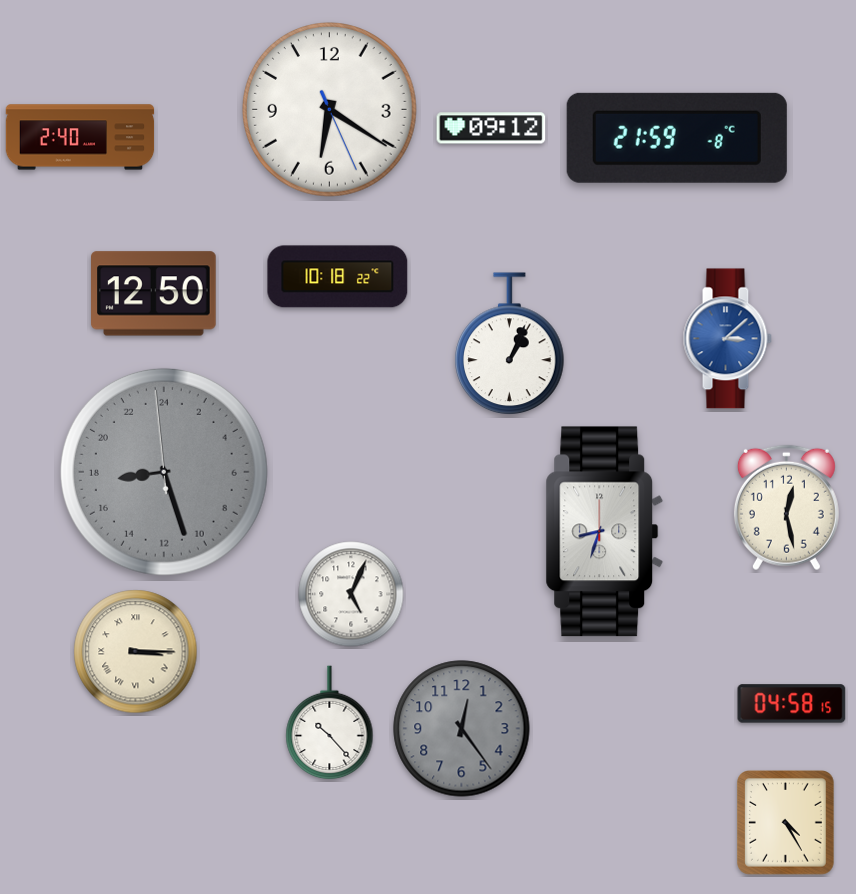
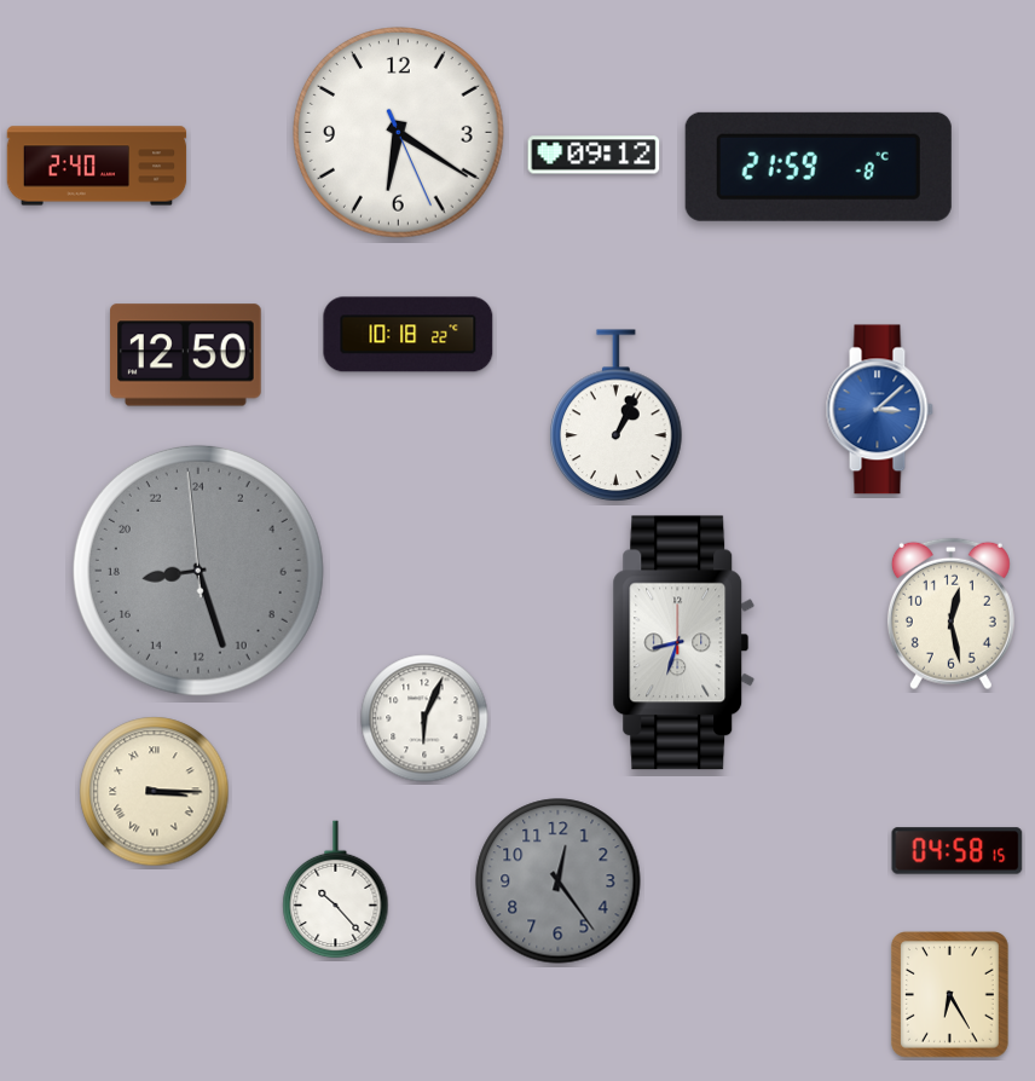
clock at (605, 532) position: (605, 532) -> (684, 643)
clock at (351, 594): 5:04 -> 6:04
clock at (136, 652) position: (136, 652) -> (155, 792)
clock at (330, 723) position: (330, 723) -> (336, 890)
clock at (786, 823): 4:25 -> 6:25
